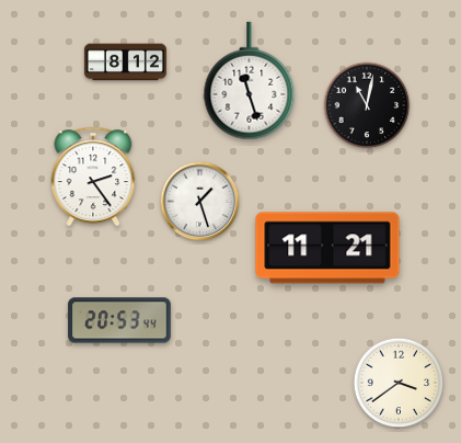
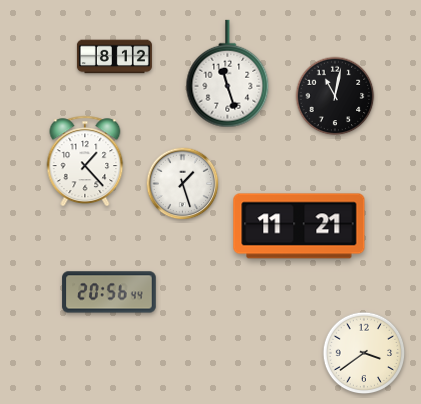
clock at (93, 177): 2:24 -> 1:23
clock at (119, 320): 20:53 -> 20:56
clock at (399, 383) position: (399, 383) -> (364, 353)
